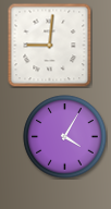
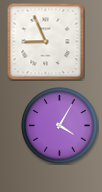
clock at (49, 45): 9:01 -> 8:56
